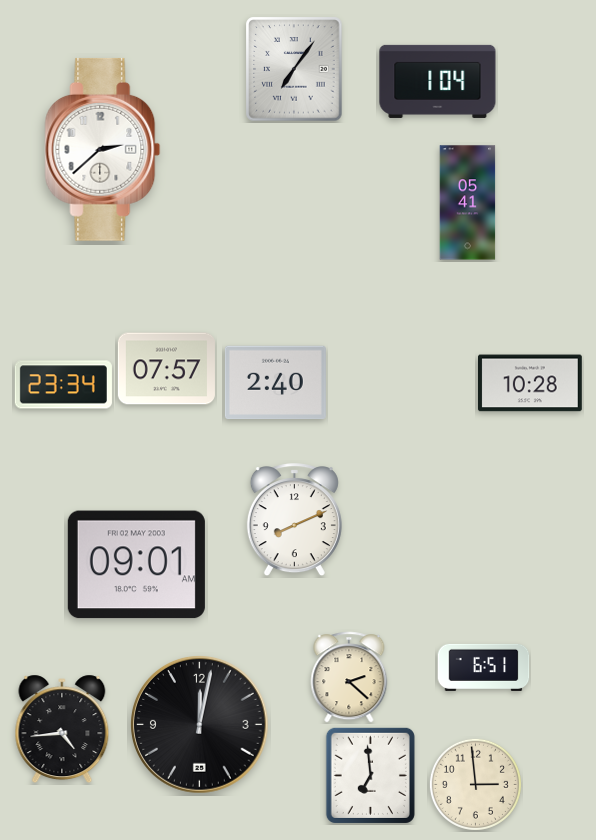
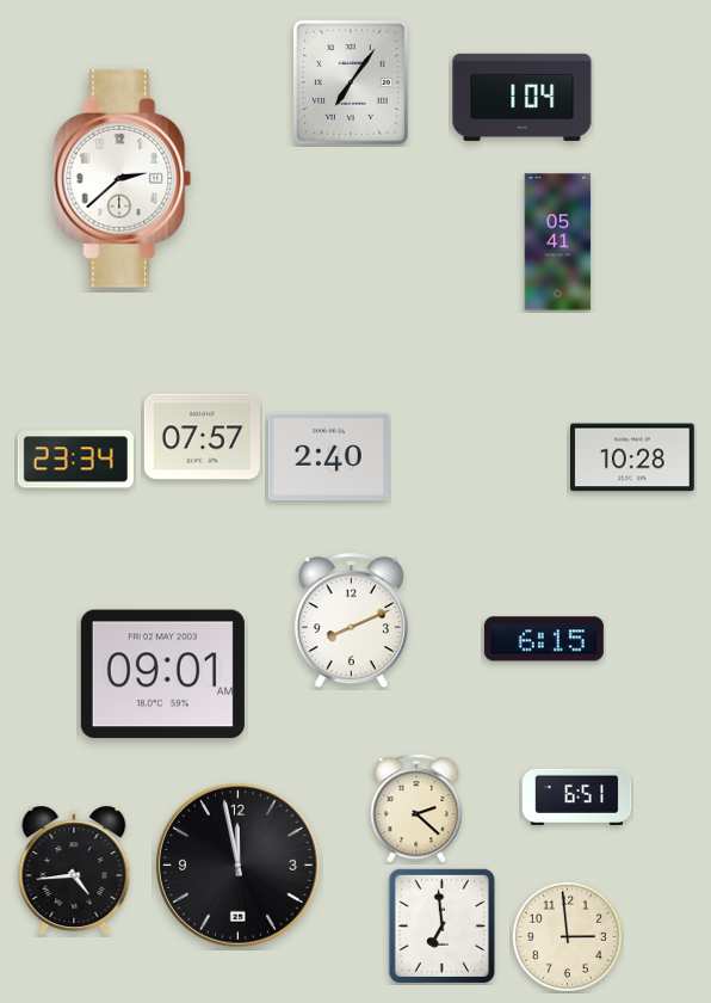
clock at (166, 369) position: (166, 369) -> (202, 437)
clock at (544, 639): none -> 6:15
clock at (200, 725): 12:02 -> 11:58
